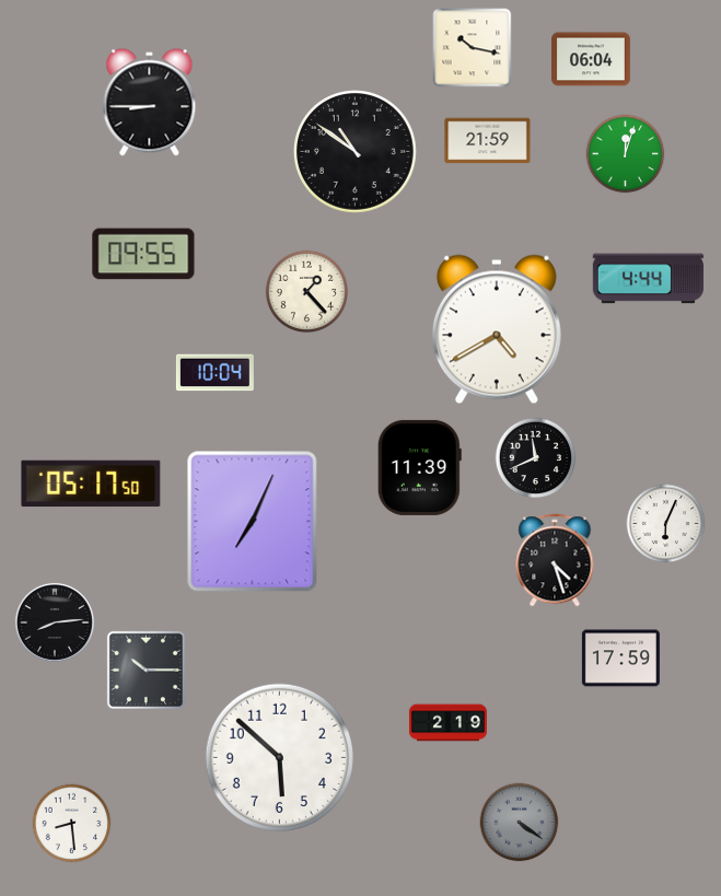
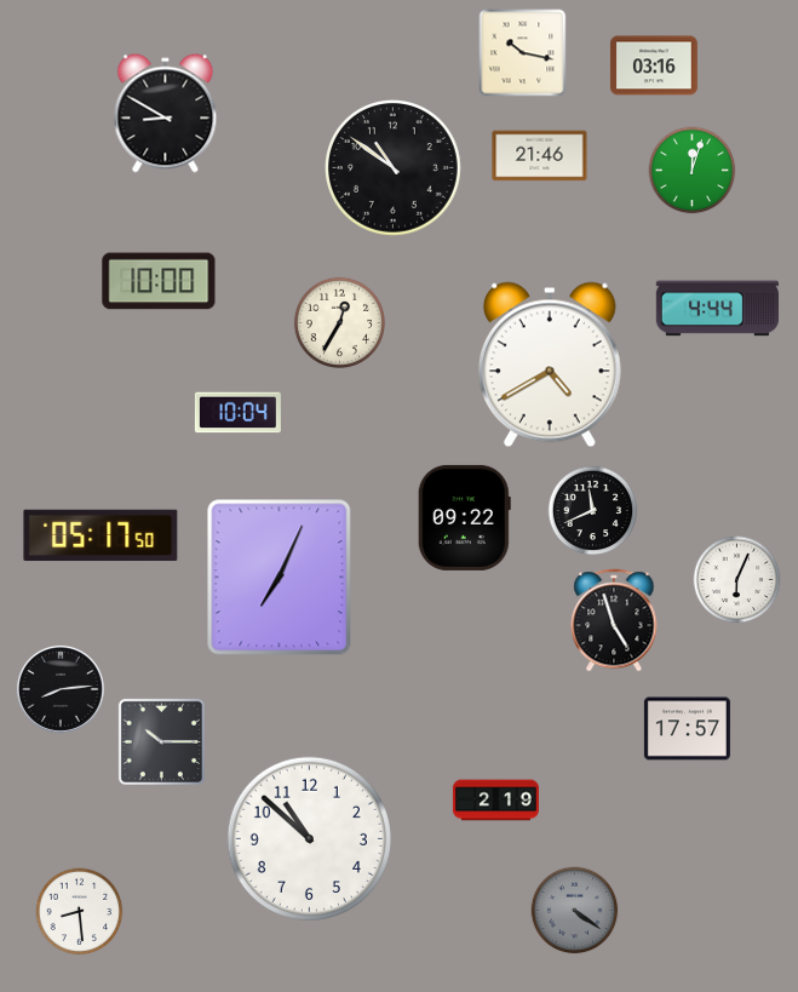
clock at (591, 59): 06:04 -> 03:16
clock at (150, 103): 8:45 -> 8:50
clock at (488, 141): 21:59 -> 21:46
clock at (143, 254): 09:55 -> 10:00
clock at (306, 291): 1:23 -> 12:35
clock at (536, 458) position: (536, 458) -> (593, 511)
clock at (419, 467): 11:39 -> 09:22
clock at (555, 560): 4:27 -> 4:57
clock at (620, 659): 17:59 -> 17:57
clock at (279, 757): 5:52 -> 10:52
